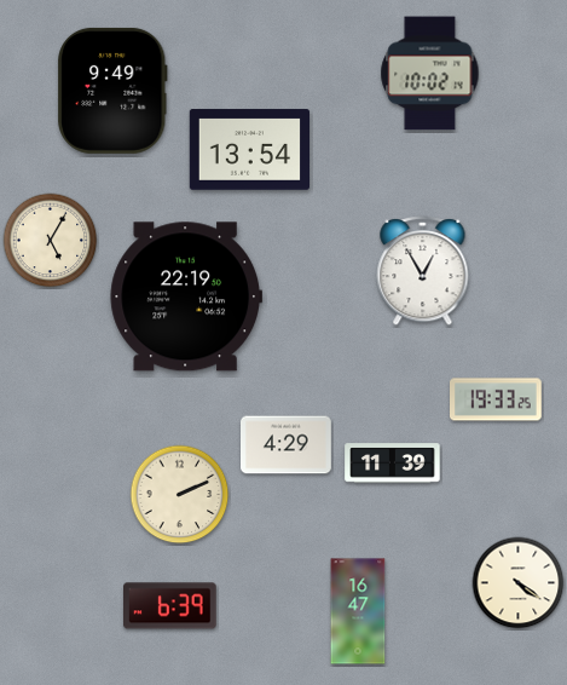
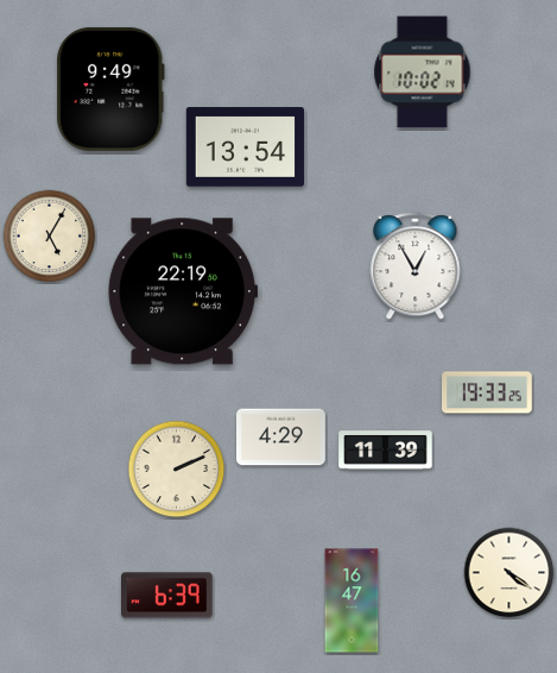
clock at (393, 464) position: (393, 464) -> (386, 451)
clock at (180, 495) position: (180, 495) -> (177, 470)
